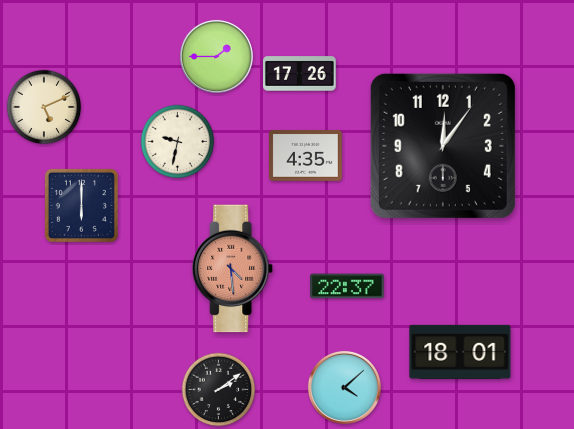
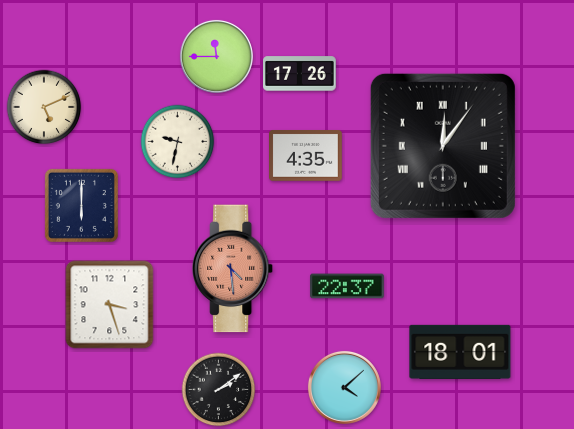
clock at (216, 56): 1:45 -> 11:45
clock at (443, 146) numerals: Arabic -> Roman
clock at (110, 305): none -> 3:27
